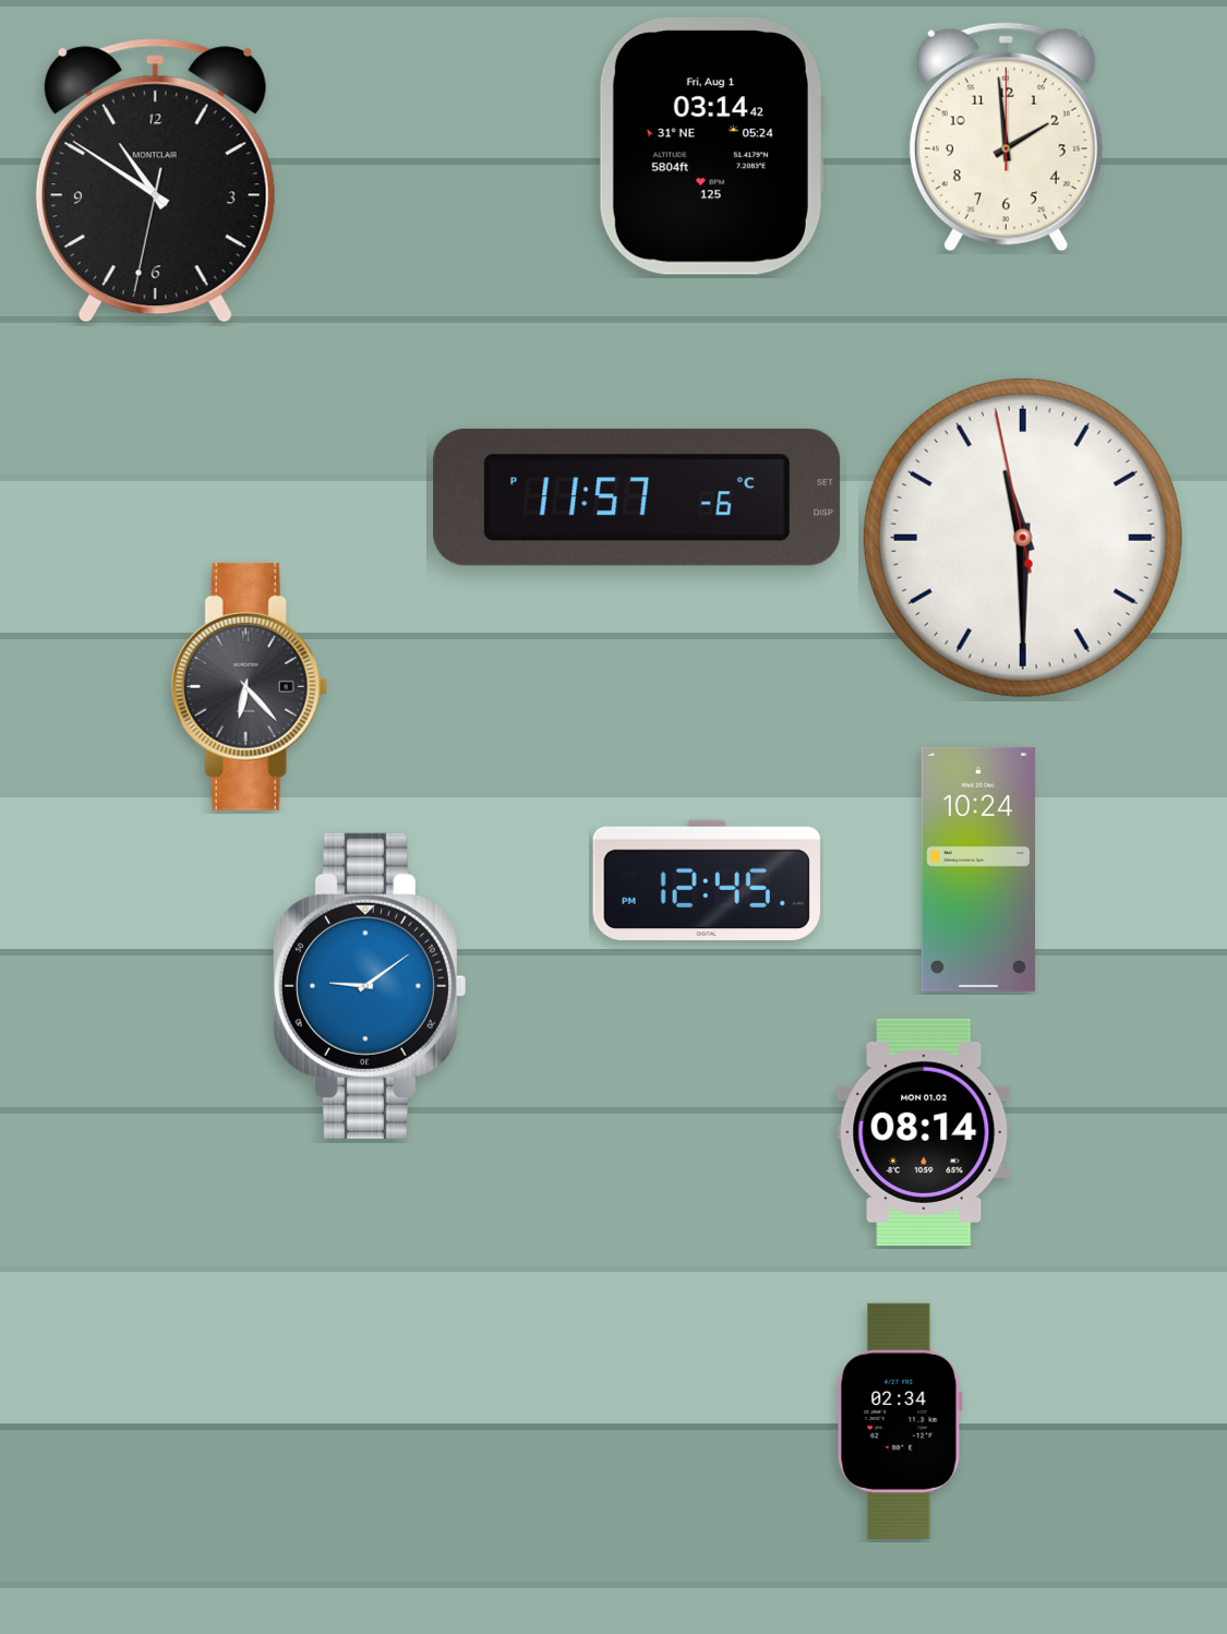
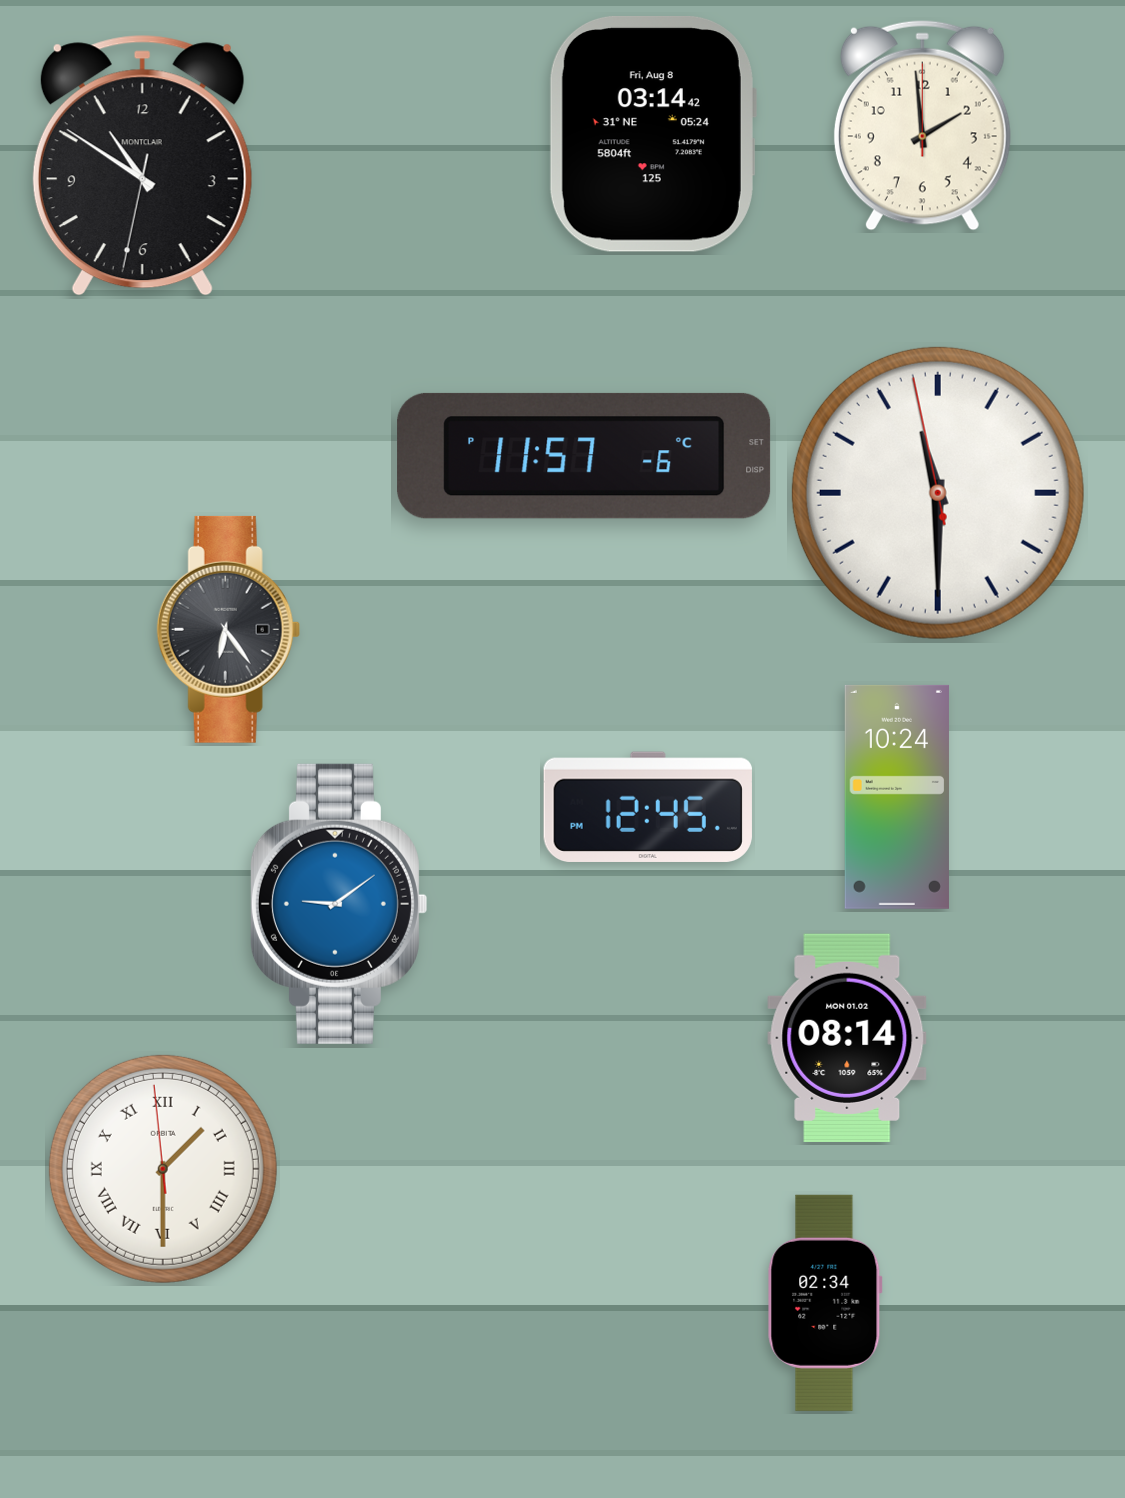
clock at (711, 146) date: Fri, Aug 1 -> Fri, Aug 8
clock at (249, 686): 6:23 -> 6:24
clock at (163, 1169): none -> 1:29
